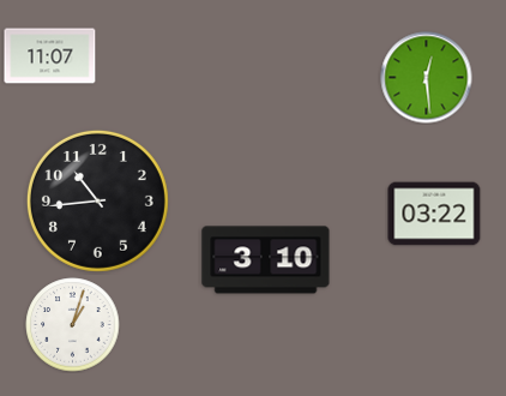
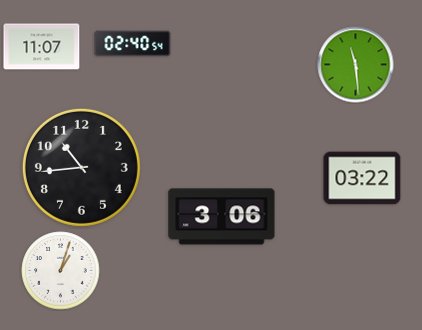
clock at (133, 44): none -> 02:40
clock at (427, 78): 12:29 -> 11:29
clock at (266, 260): 3:10 -> 3:06
